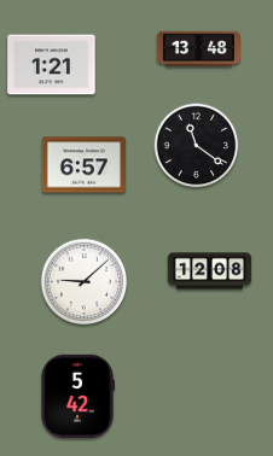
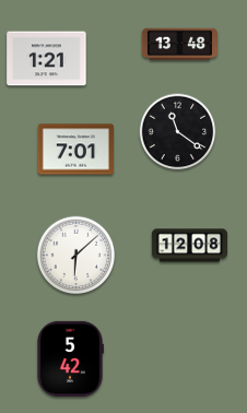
clock at (83, 165): 6:57 -> 7:01
clock at (85, 282): 9:08 -> 6:08
